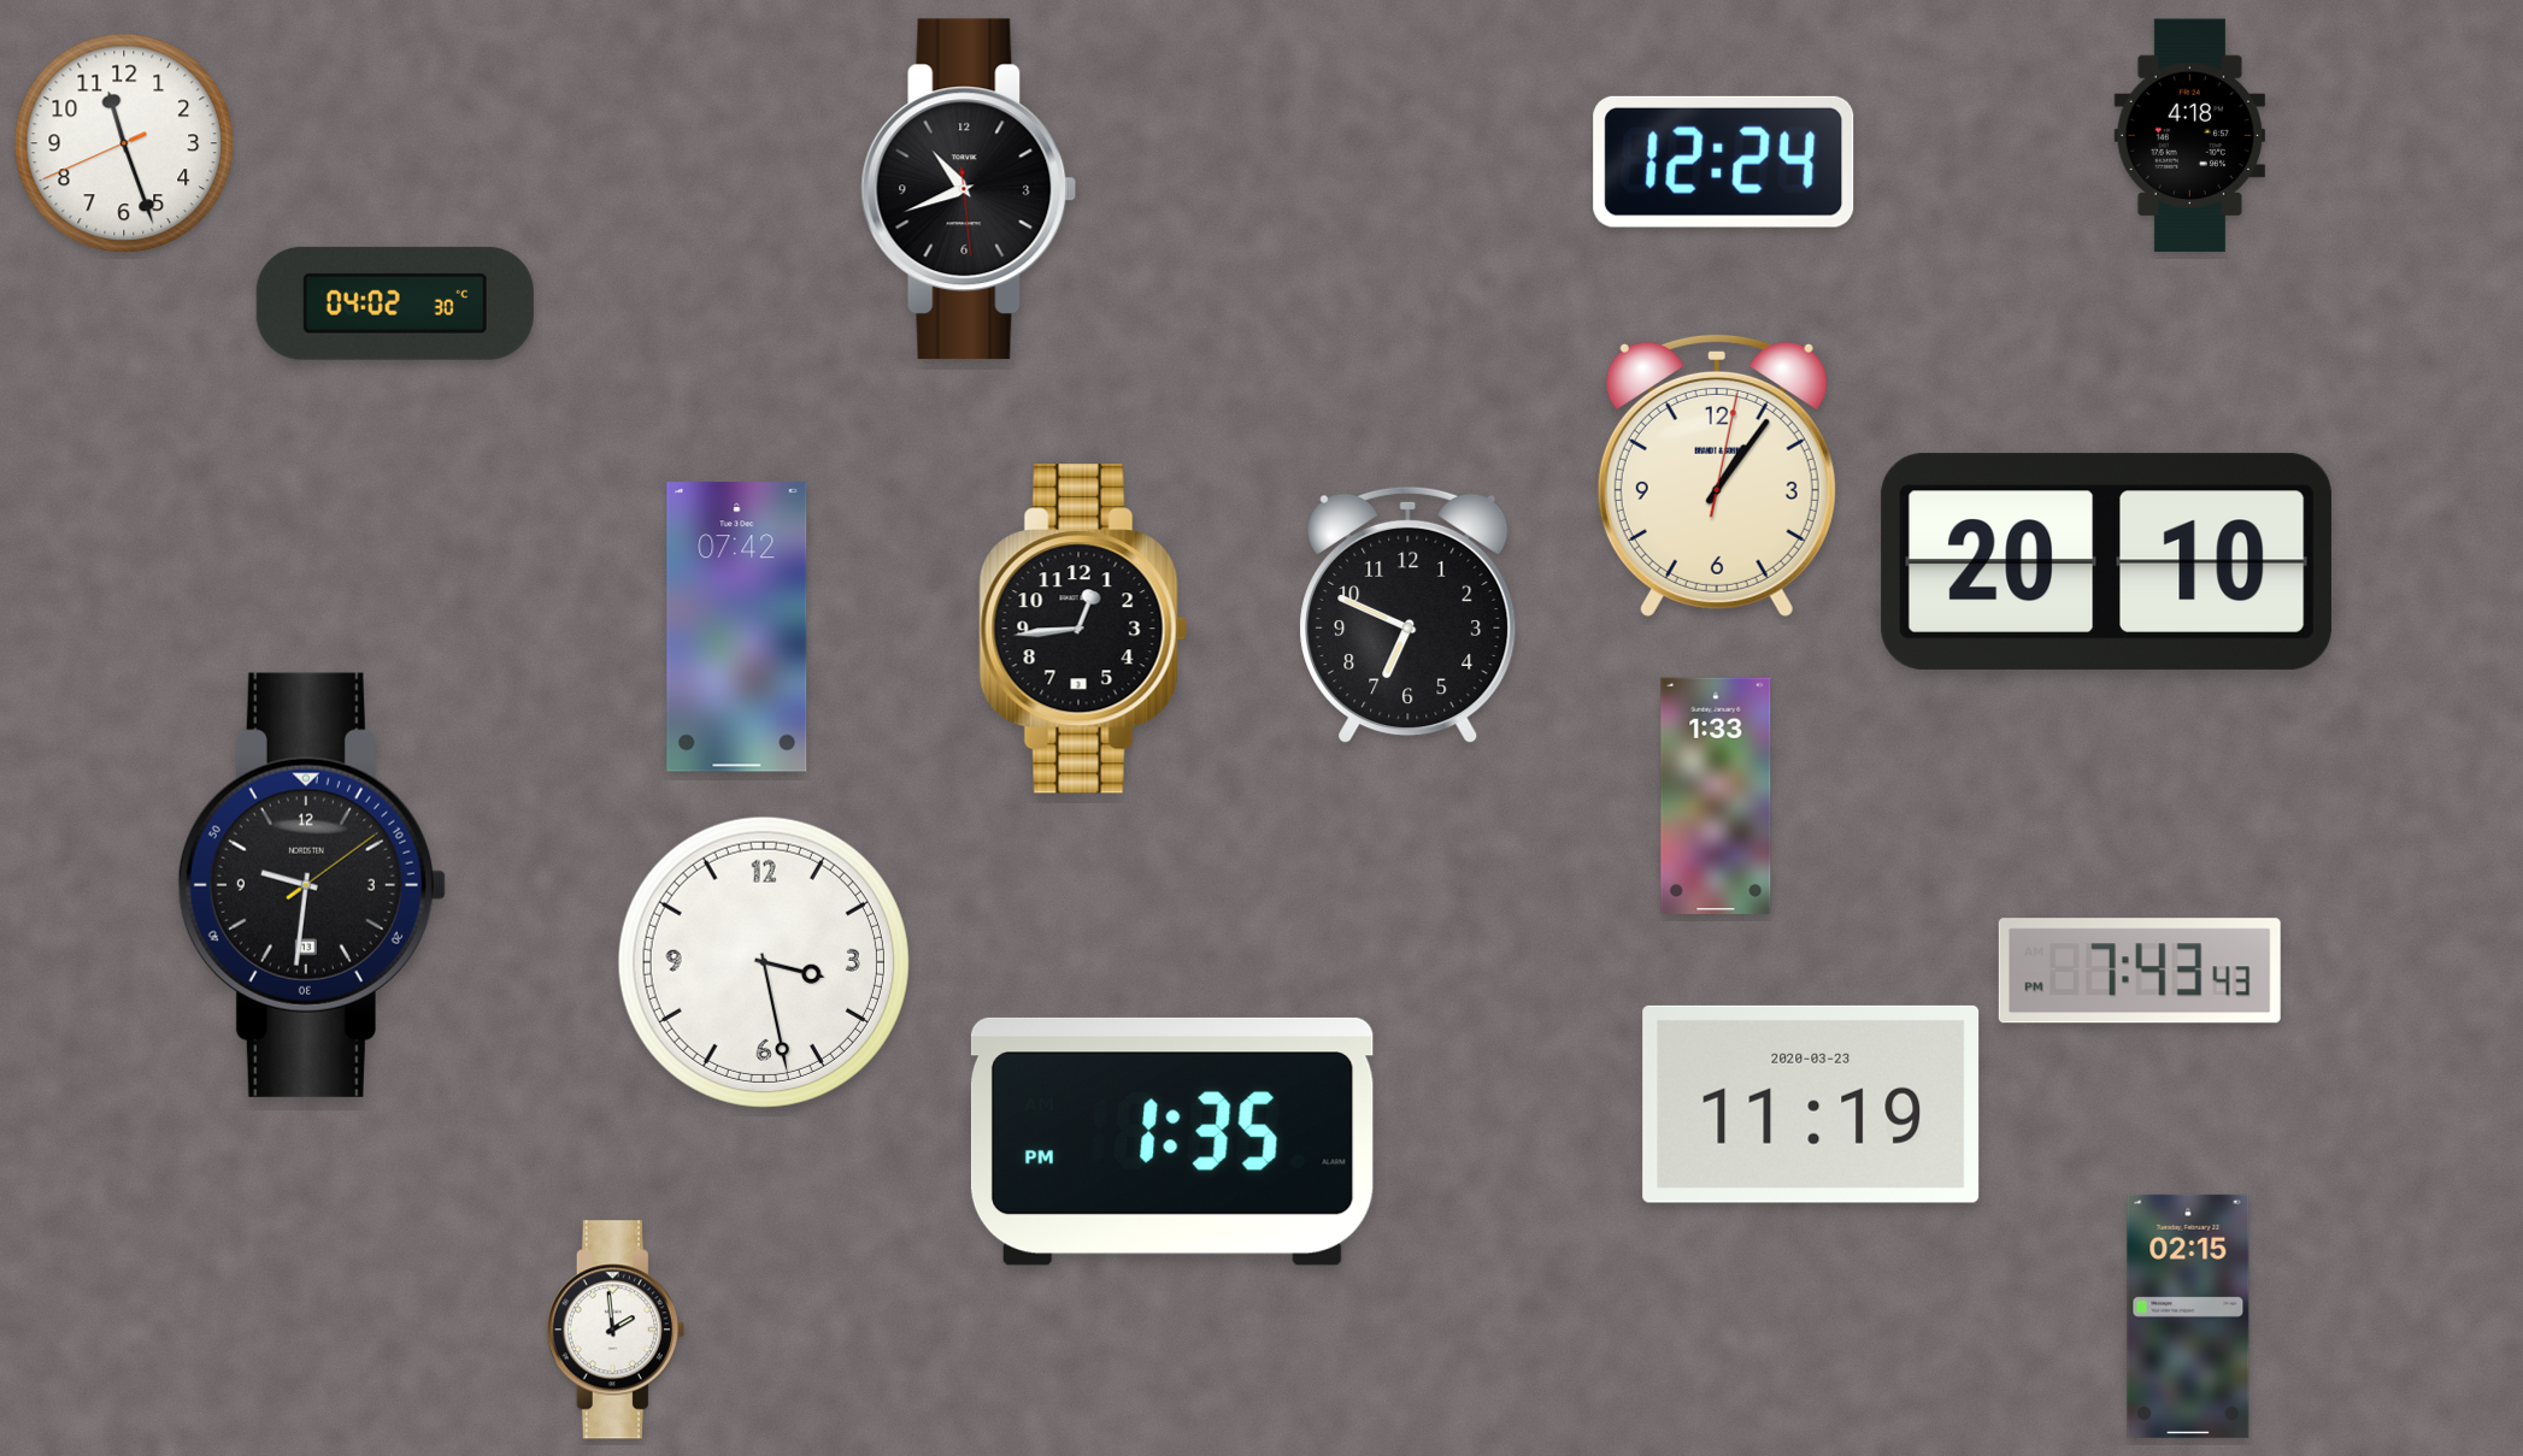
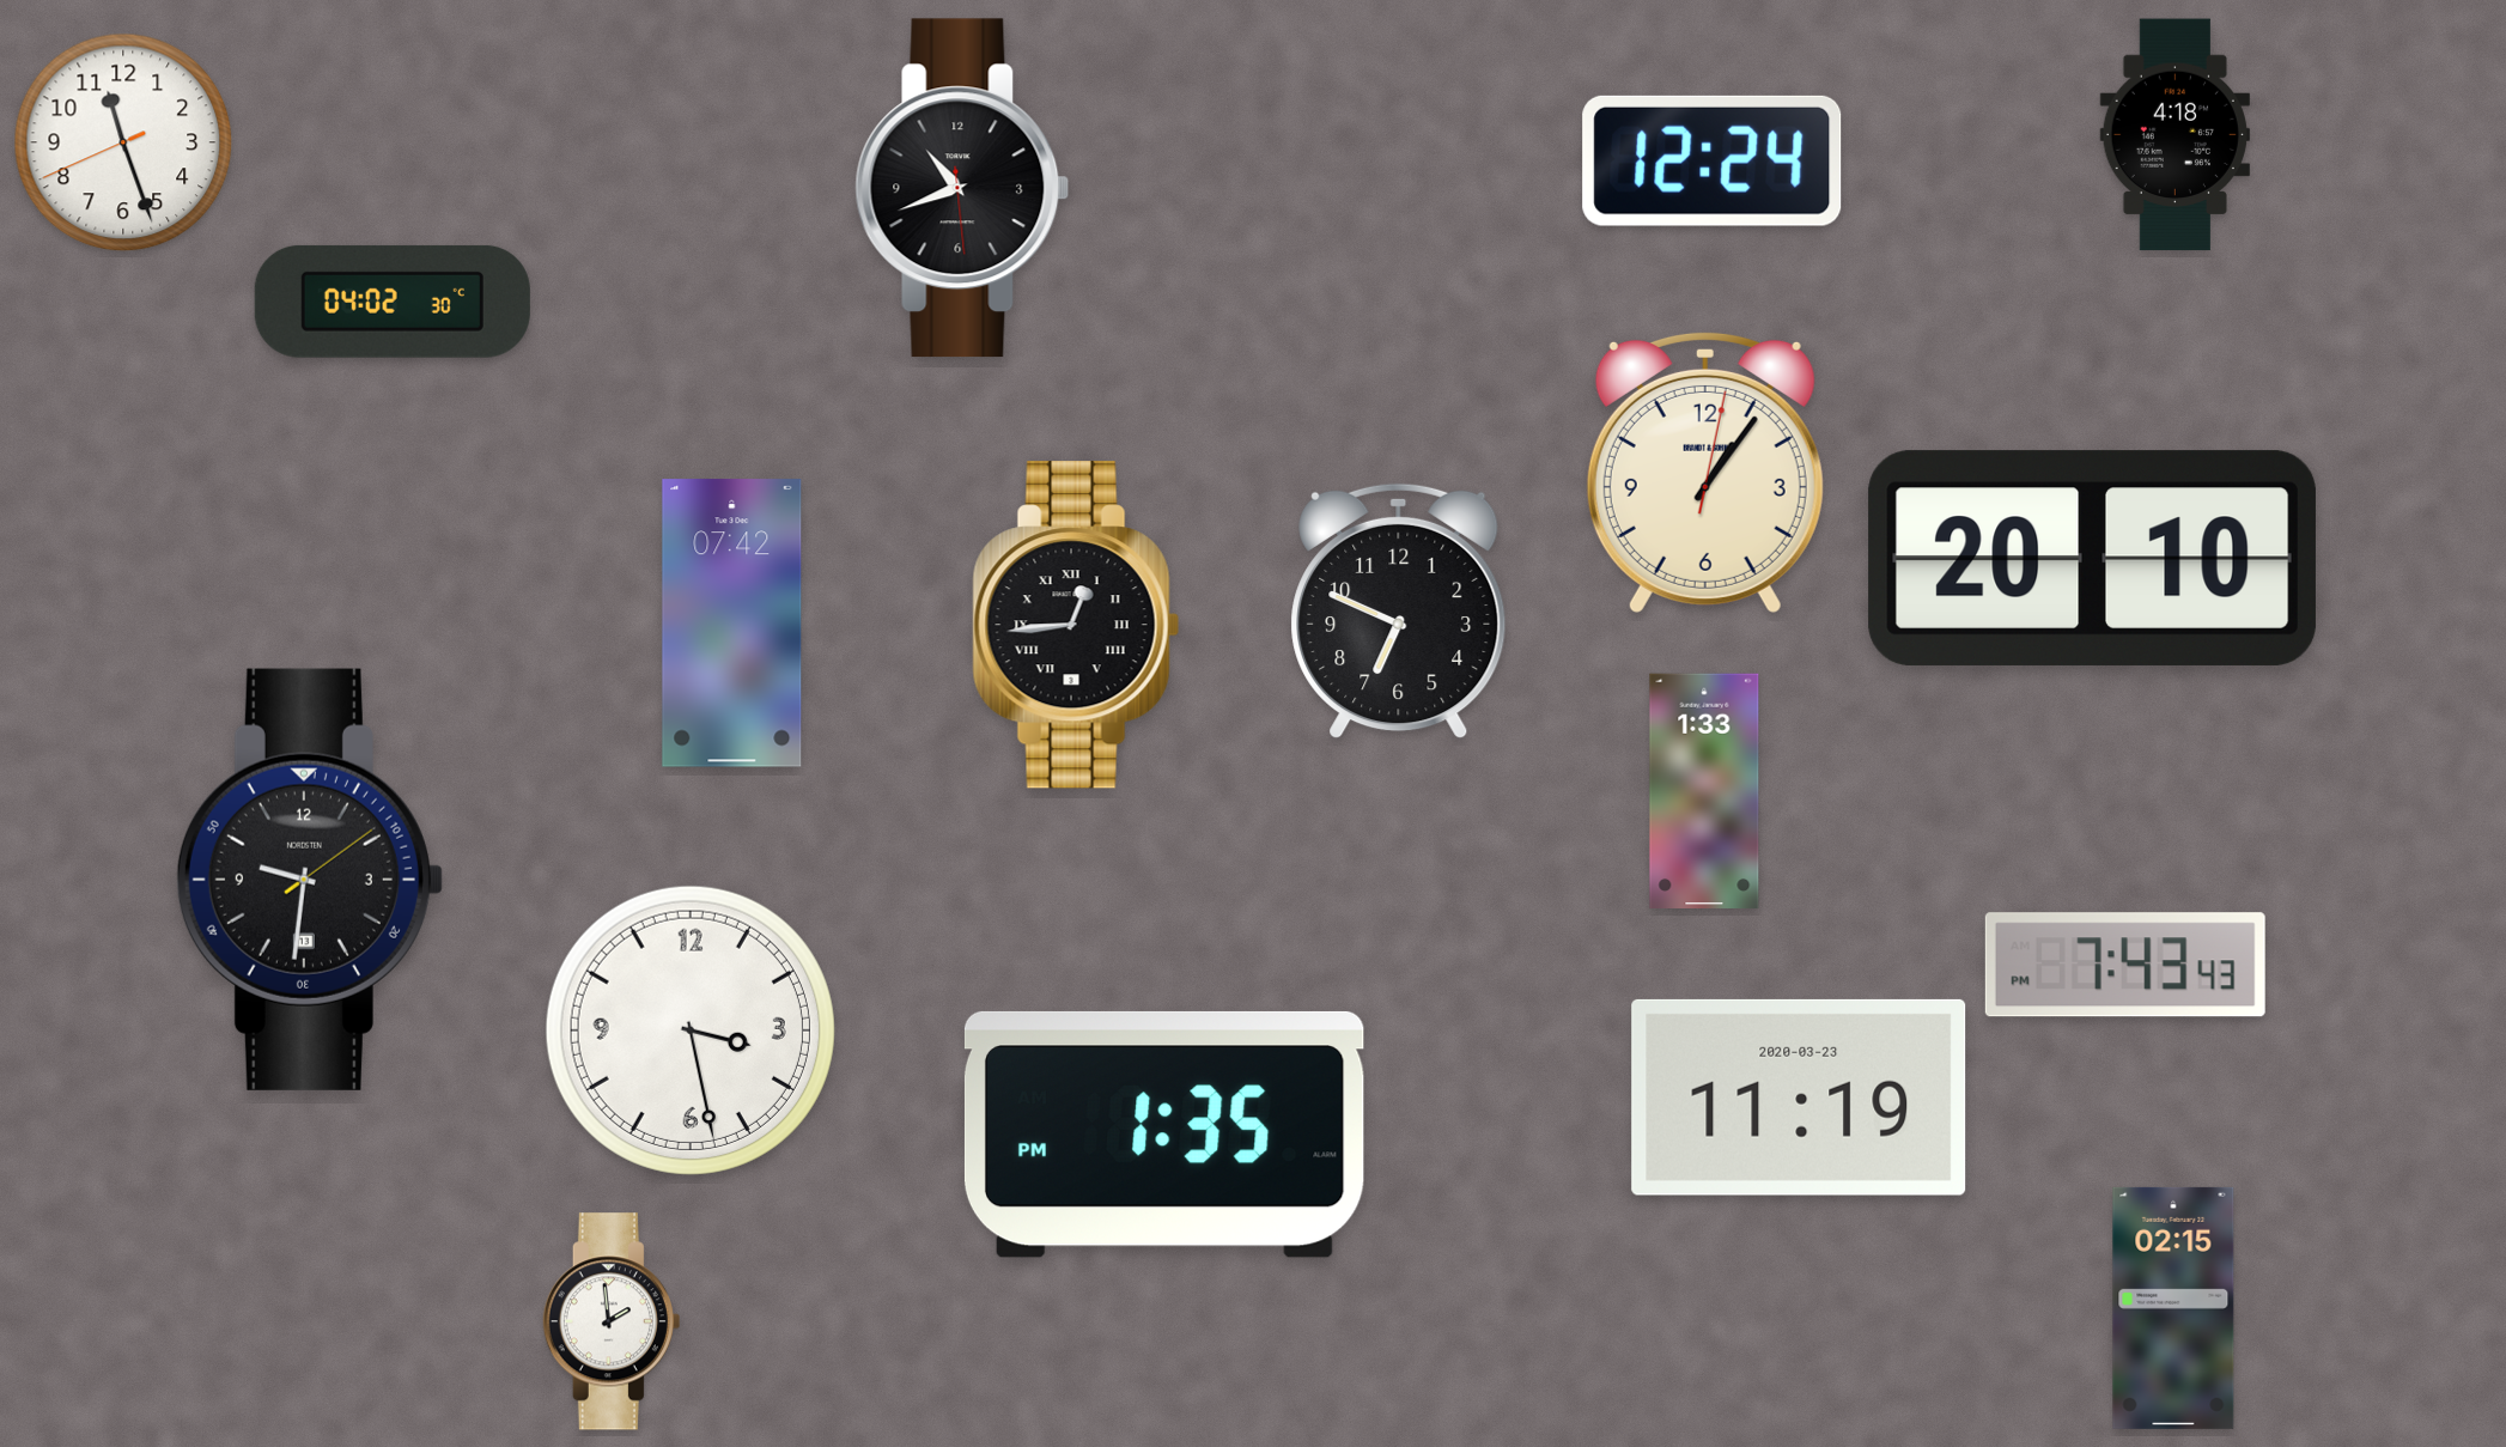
clock at (1083, 629) numerals: Arabic -> Roman
clock at (764, 962) position: (764, 962) -> (691, 1030)
